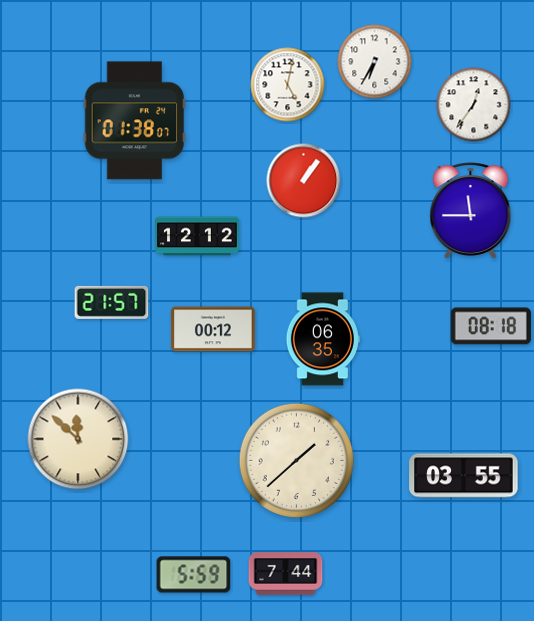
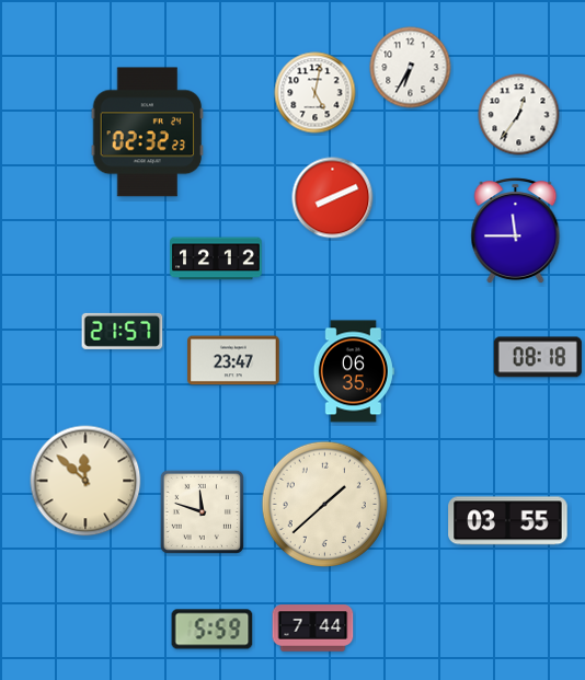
clock at (135, 121): 01:38 -> 02:32
clock at (304, 181): 1:06 -> 8:11
clock at (213, 329): 00:12 -> 23:47
clock at (202, 511): none -> 11:48
